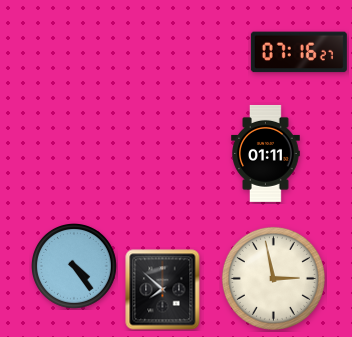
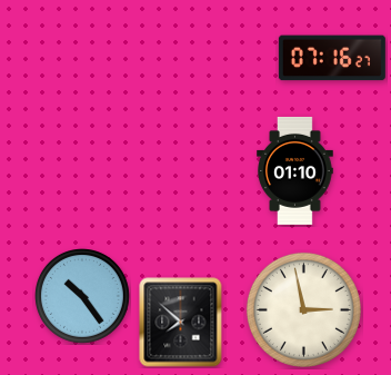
clock at (266, 153): 01:11 -> 01:10
clock at (75, 267): 4:24 -> 10:24
